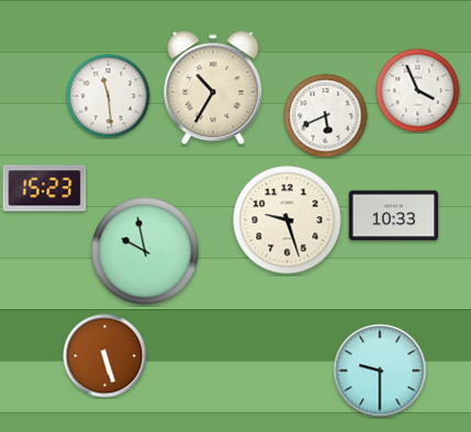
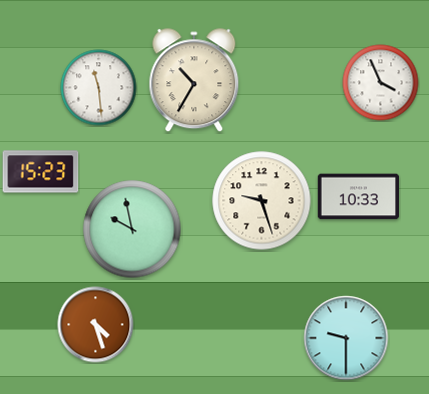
clock at (326, 116): 5:41 -> none
clock at (105, 356): 5:27 -> 4:27
